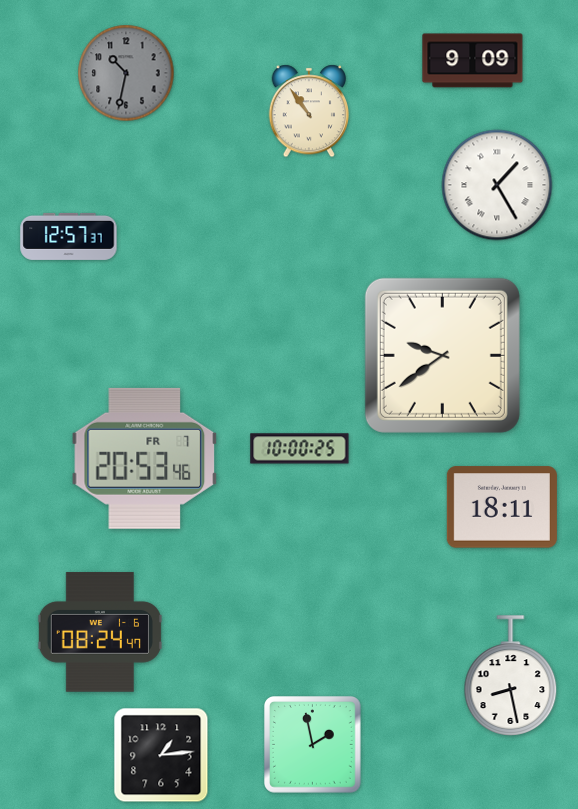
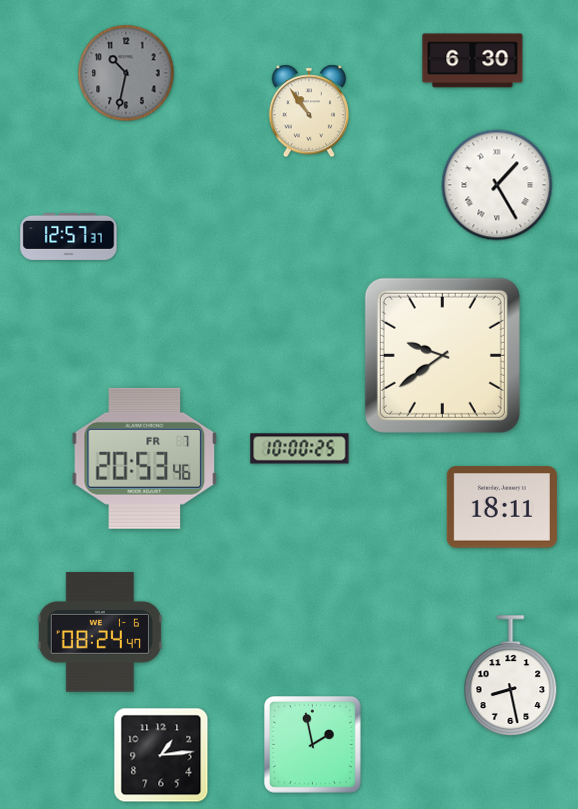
clock at (473, 61): 9:09 -> 6:30
